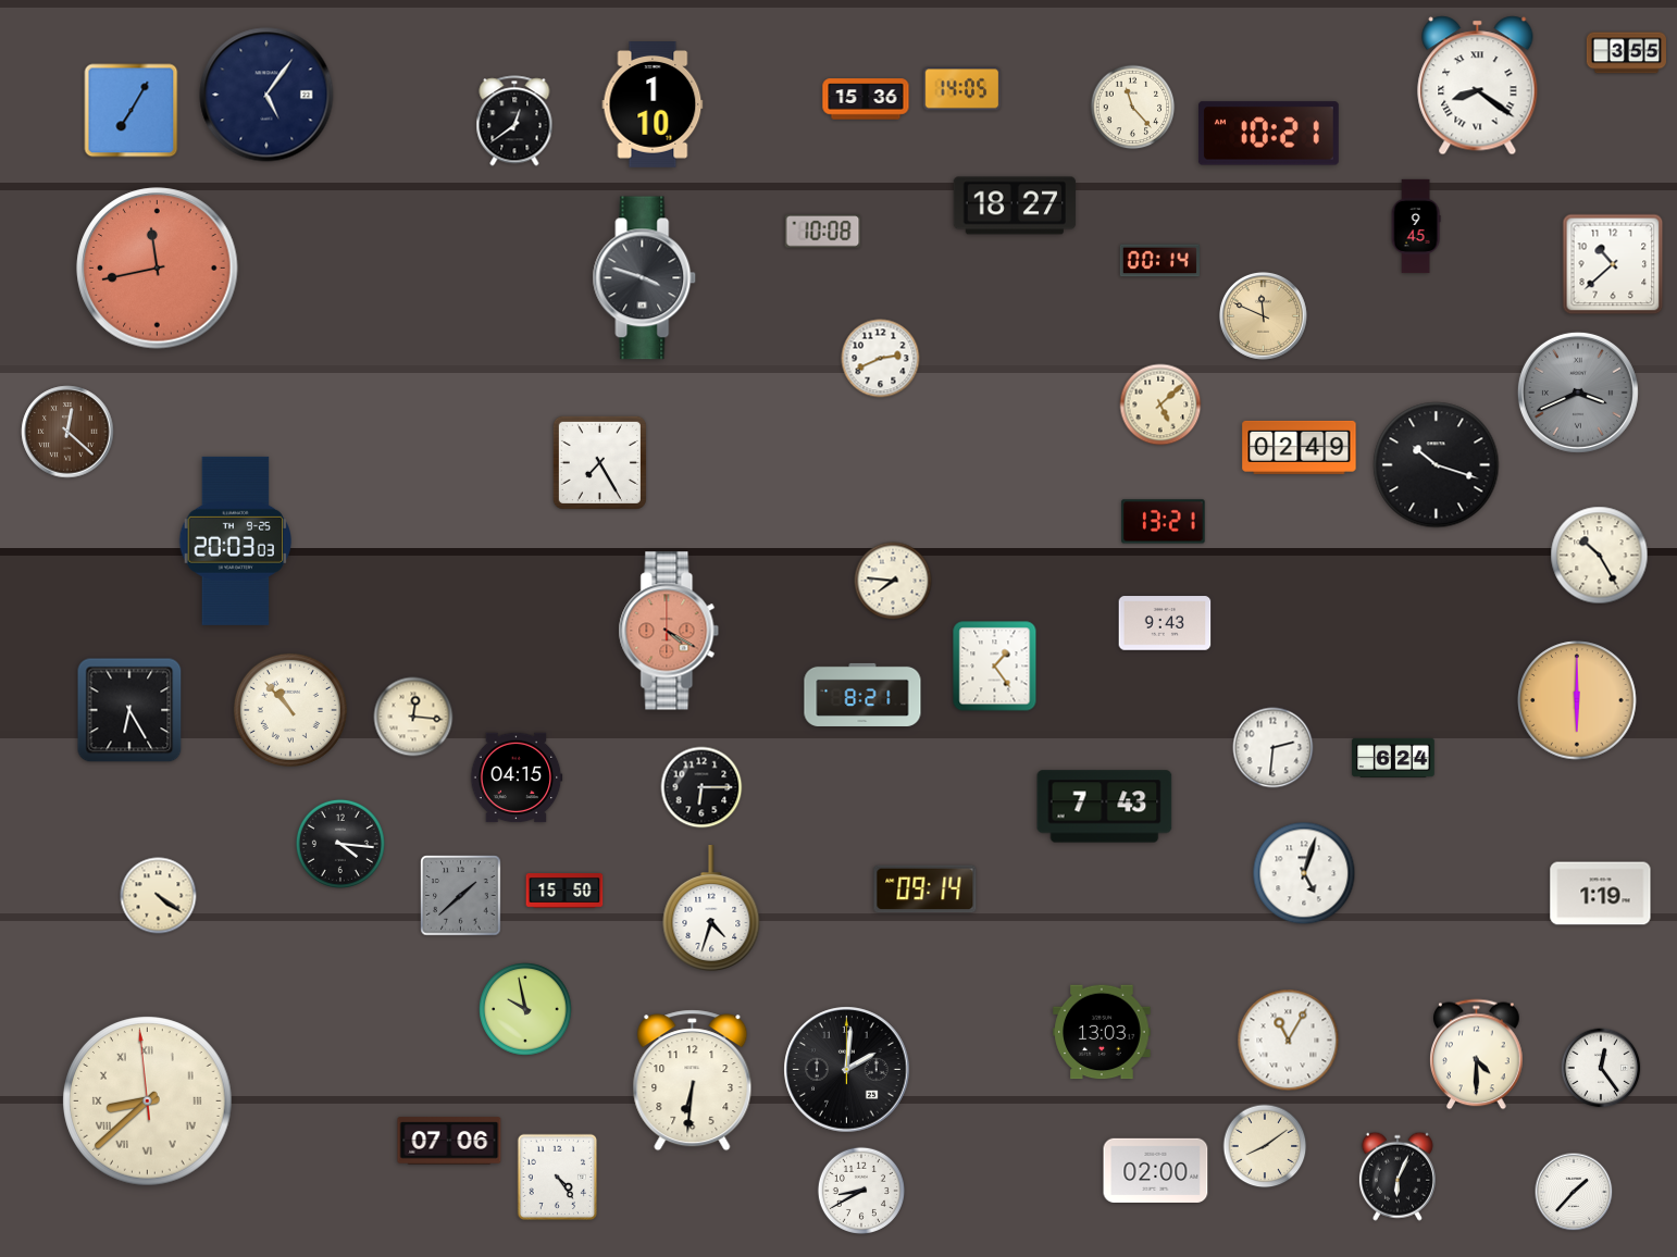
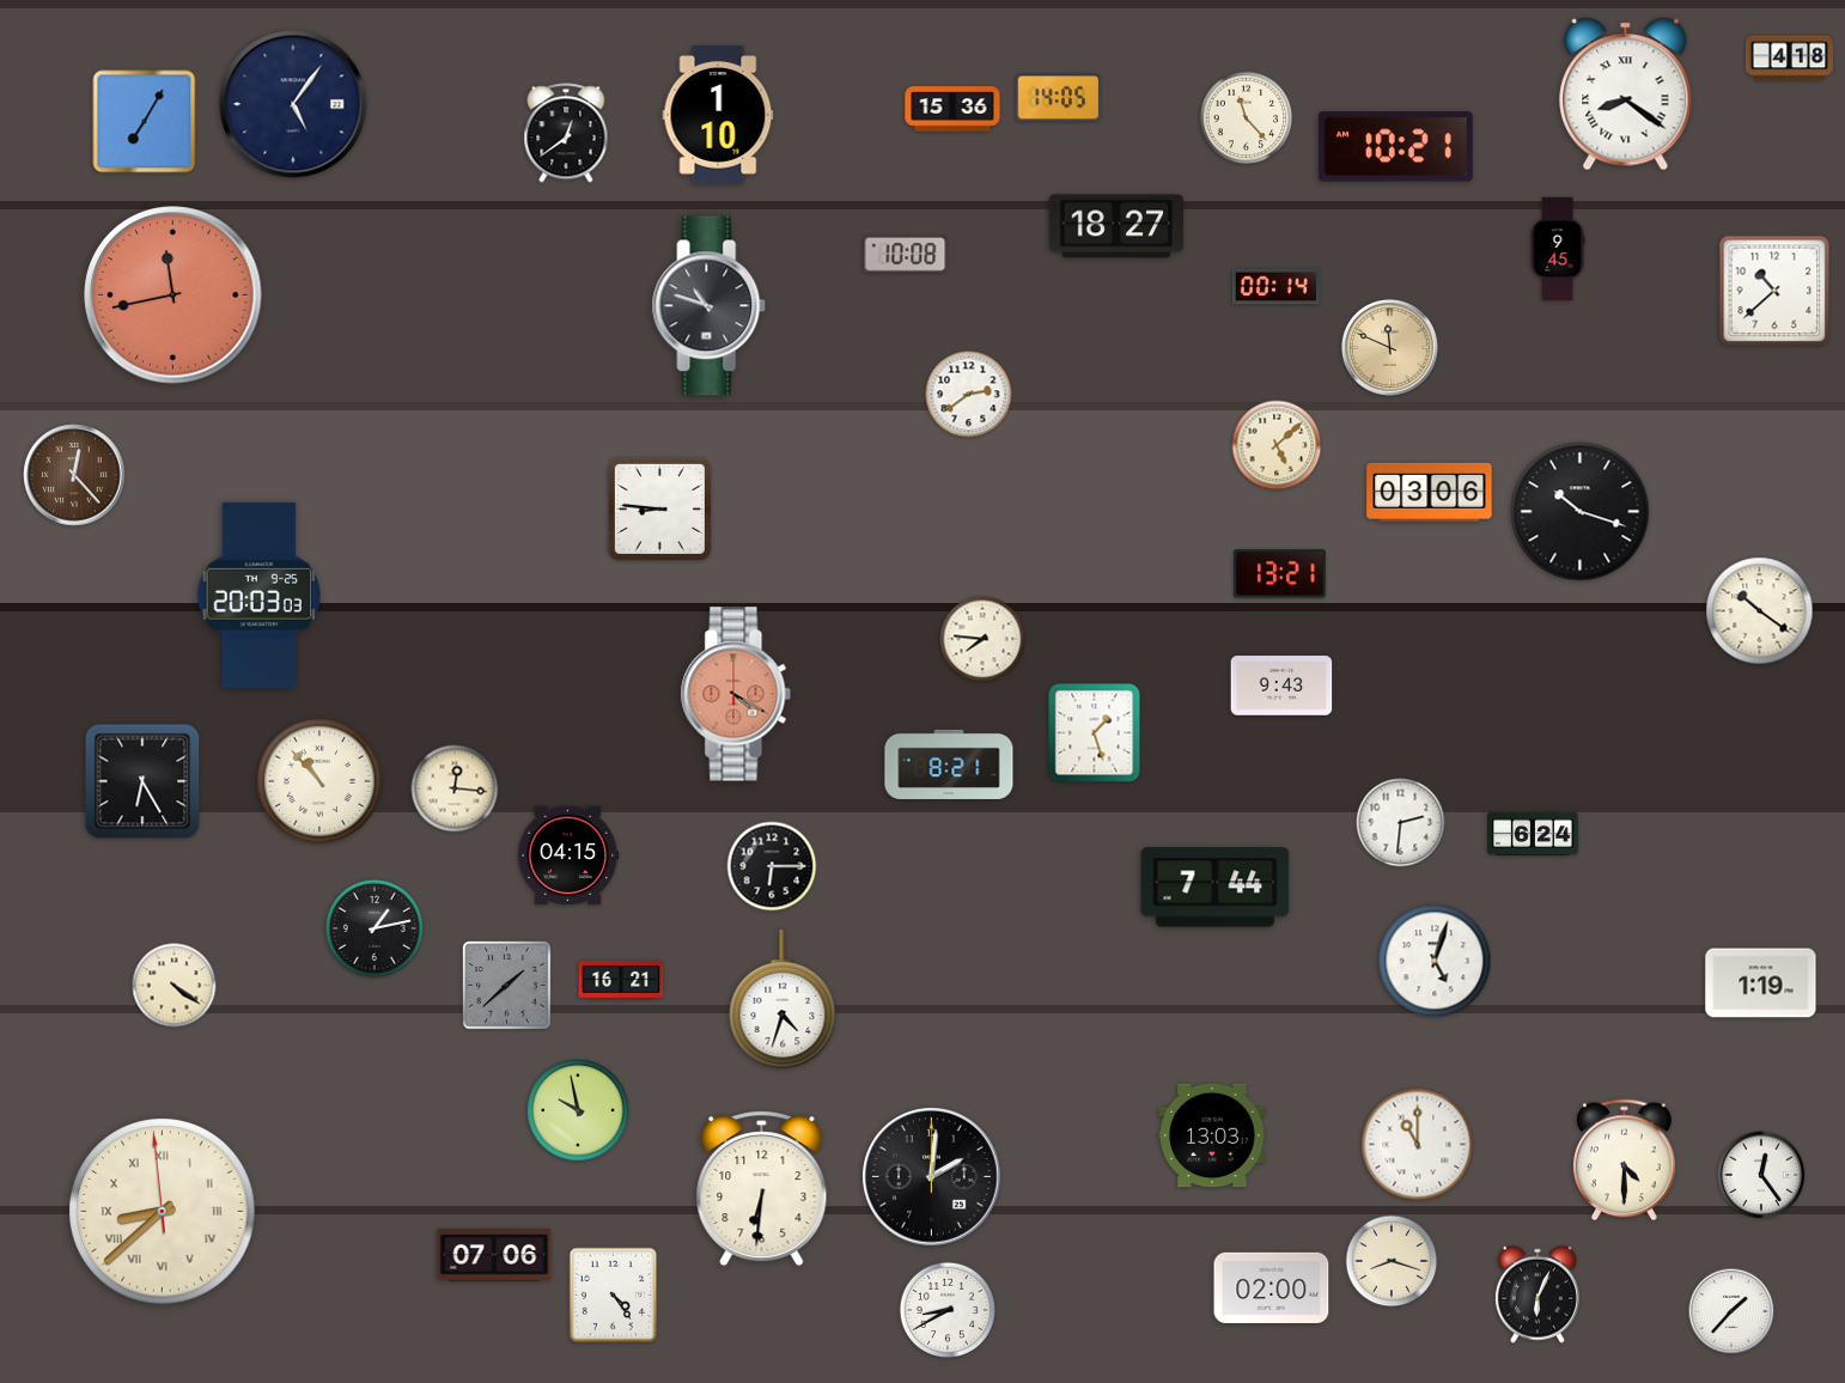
clock at (1626, 53): 3:55 -> 4:18
clock at (645, 278): 3:48 -> 10:48
clock at (881, 359): 2:41 -> 2:39
clock at (1578, 393): 3:41 -> none
clock at (67, 432): 12:22 -> 12:23
clock at (1300, 447): 02:49 -> 03:06
clock at (599, 462): 7:25 -> 8:46
clock at (1600, 556): 10:25 -> 10:21
clock at (995, 667): 1:24 -> 1:27
clock at (1577, 700): 6:00 -> none
clock at (1105, 807): 7:43 -> 7:44
clock at (340, 844): 4:16 -> 1:13
clock at (926, 889): 09:14 -> none
clock at (564, 892): 15:50 -> 16:21
clock at (1289, 1041): 11:05 -> 11:00
clock at (1265, 1146): 8:09 -> 8:18
